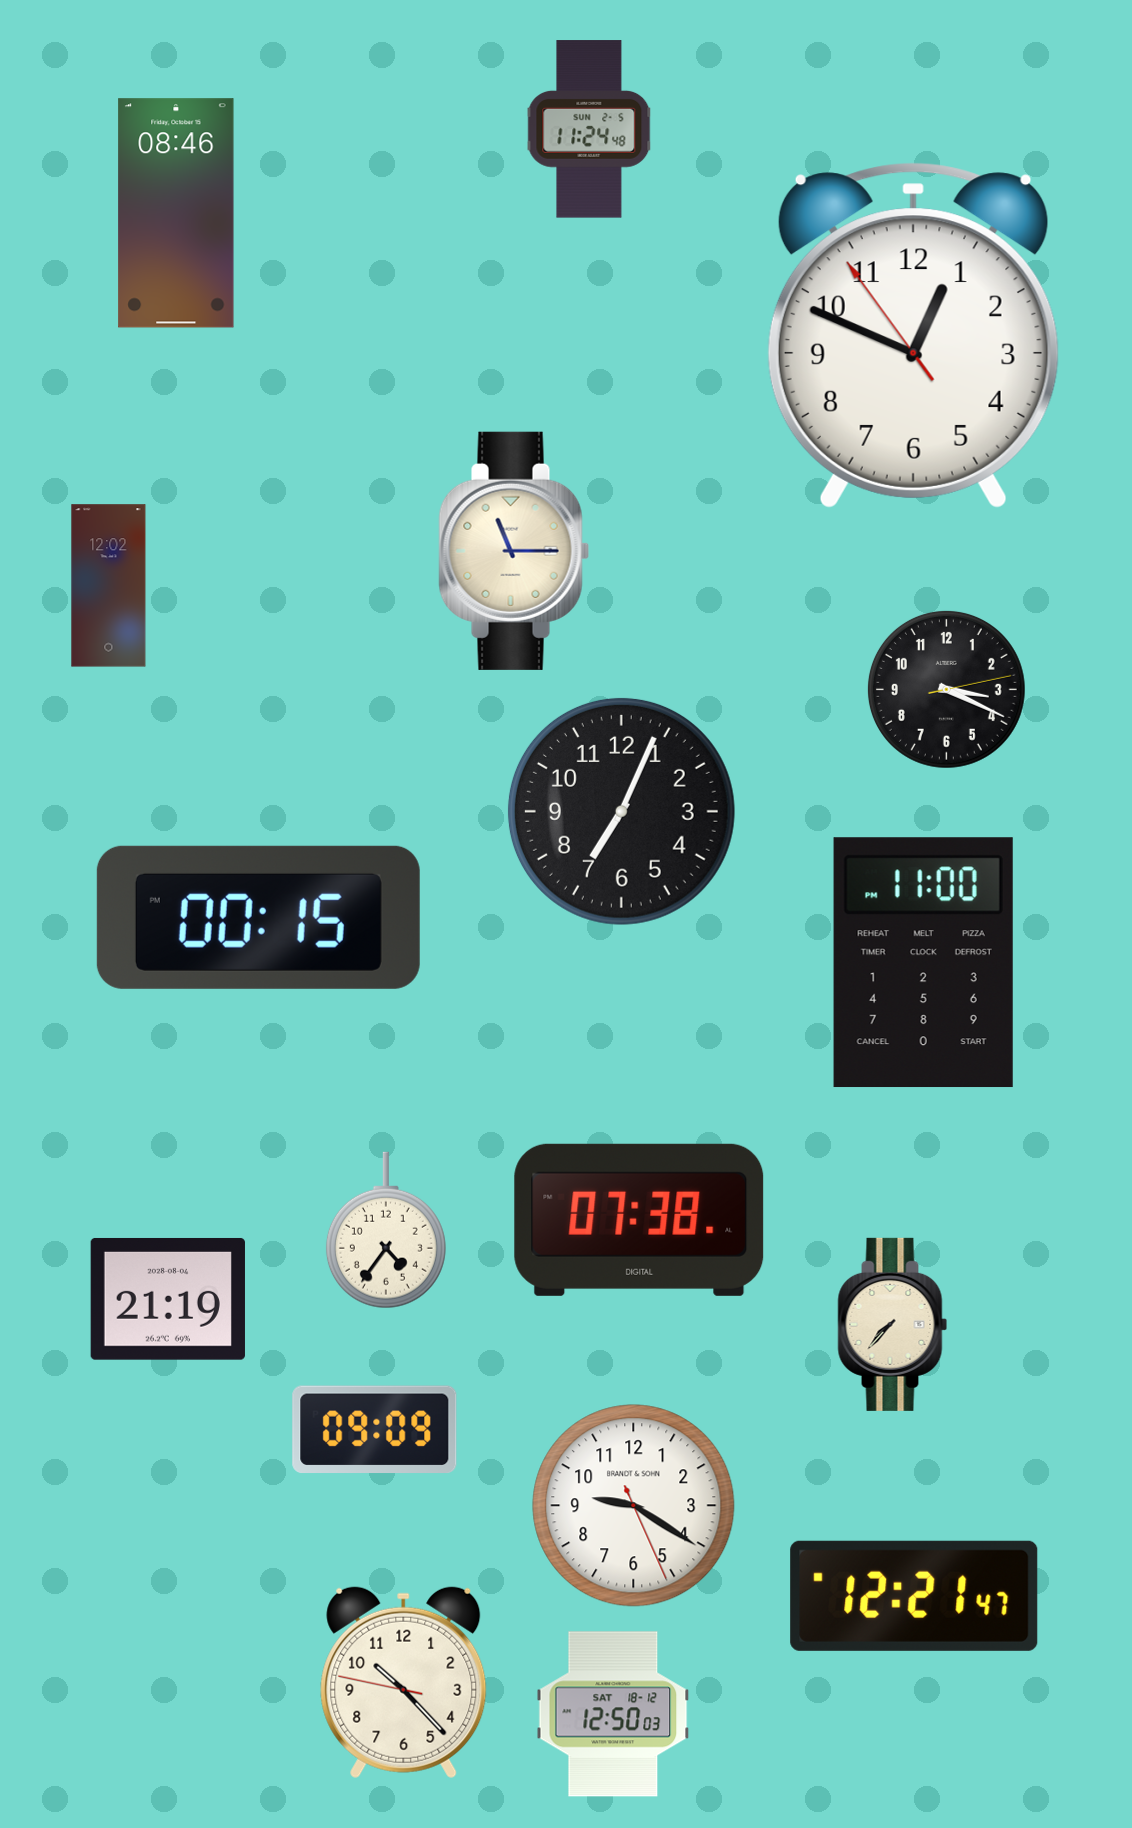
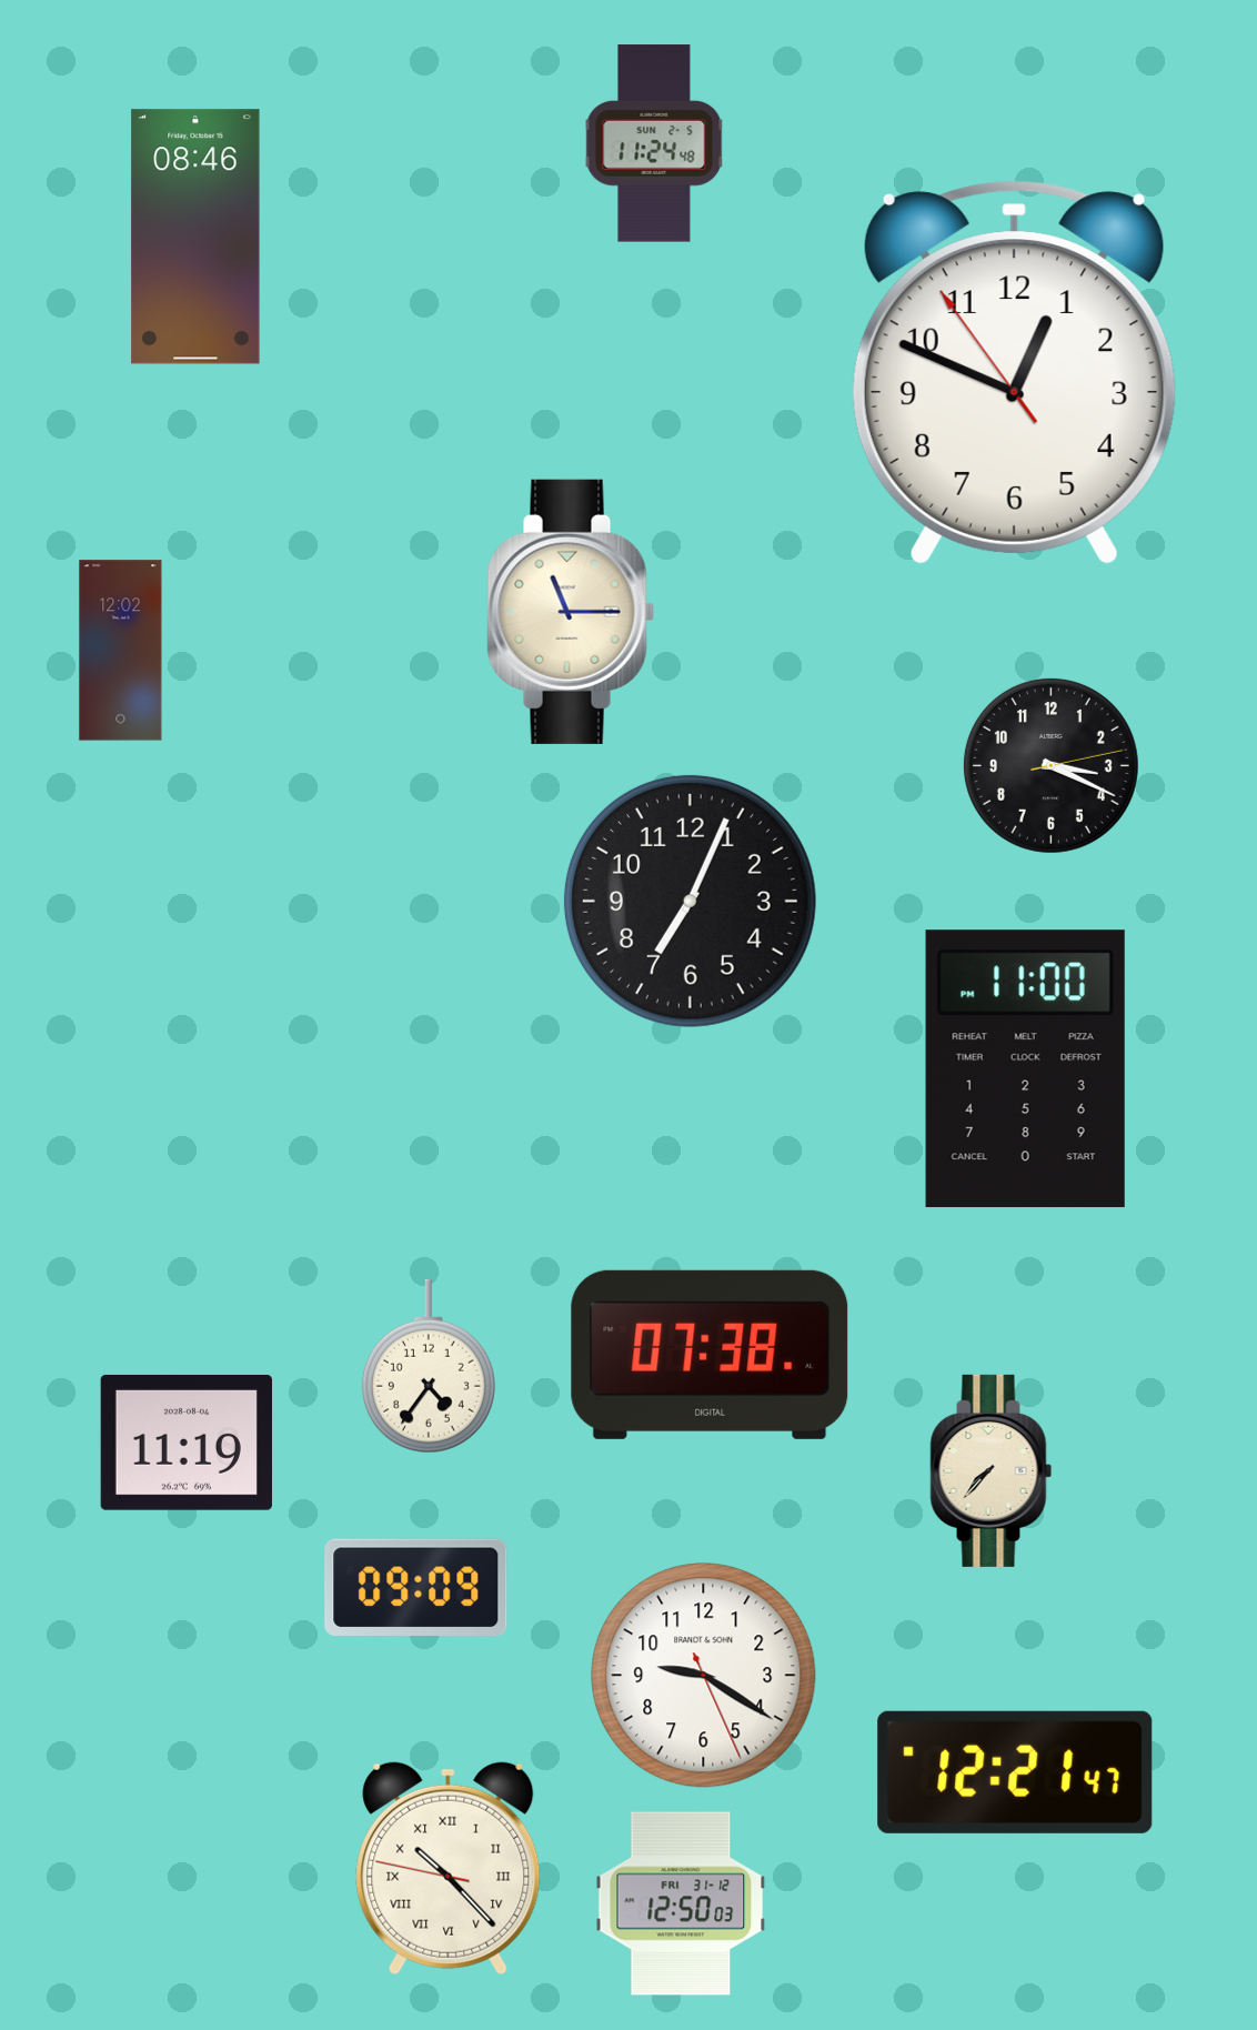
clock at (258, 917): 00:15 -> none
clock at (168, 1299): 21:19 -> 11:19
clock at (634, 1506) position: (634, 1506) -> (704, 1676)
clock at (404, 1683) numerals: Arabic -> Roman
clock at (613, 1714) date: SAT 18-12 -> FRI 31-12
